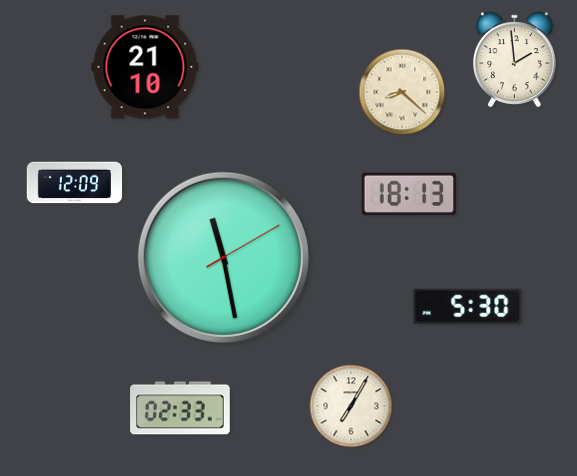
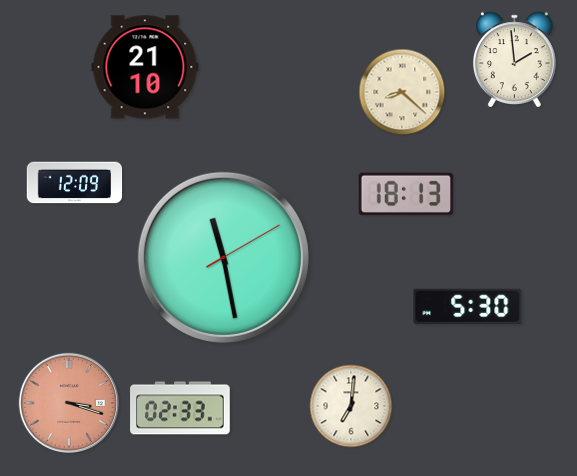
clock at (409, 194) position: (409, 194) -> (406, 194)
clock at (69, 403): none -> 3:18
clock at (351, 406): 7:05 -> 7:01
